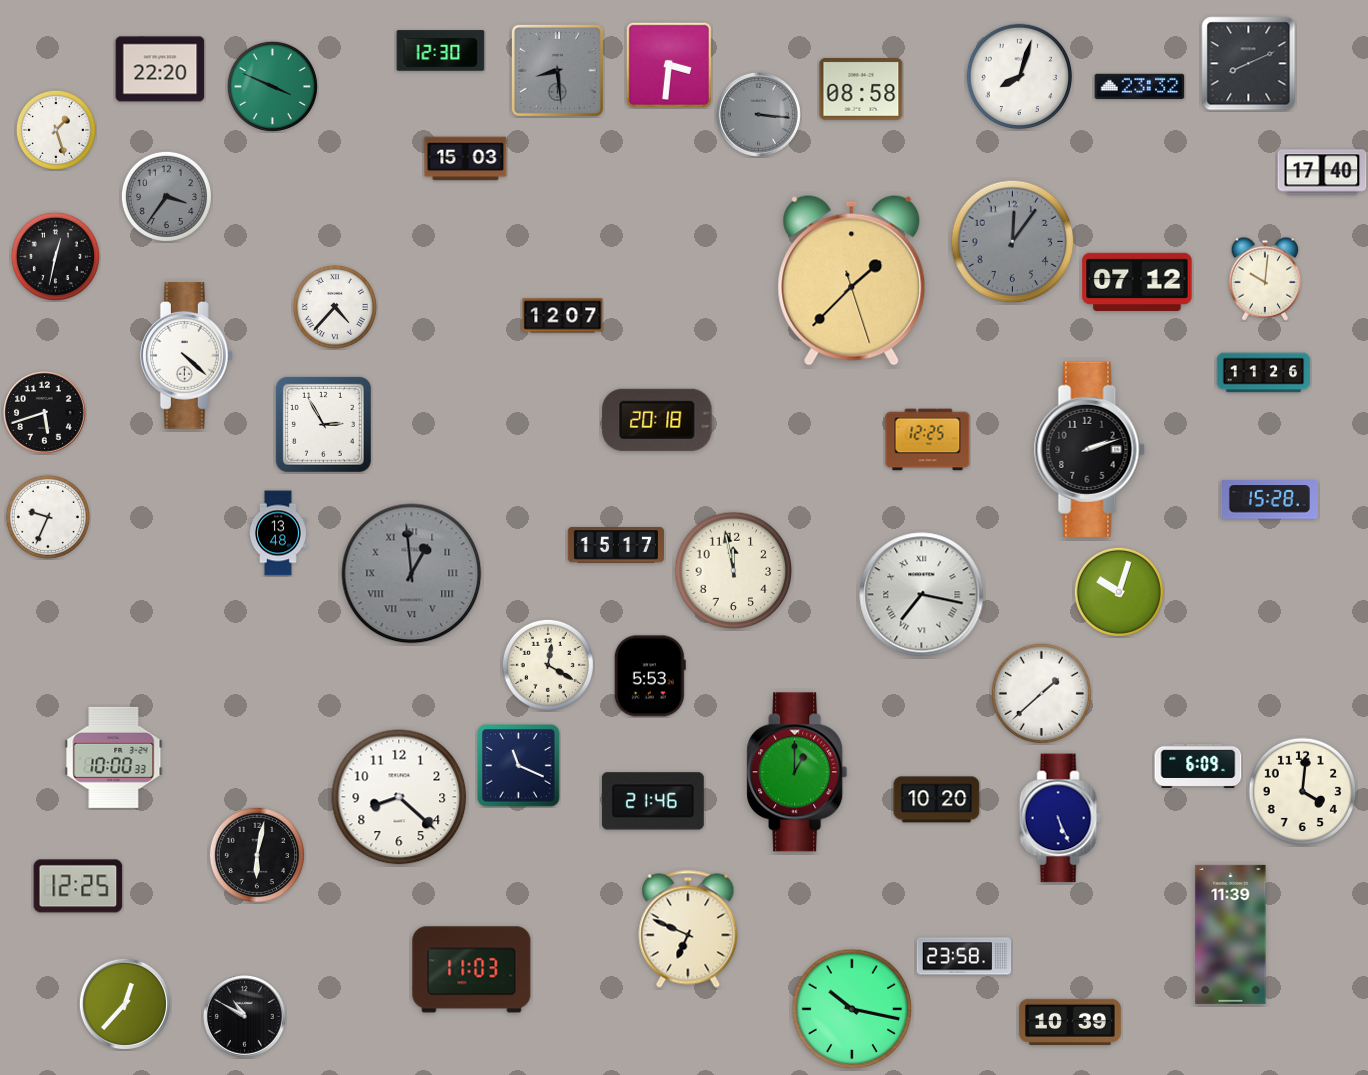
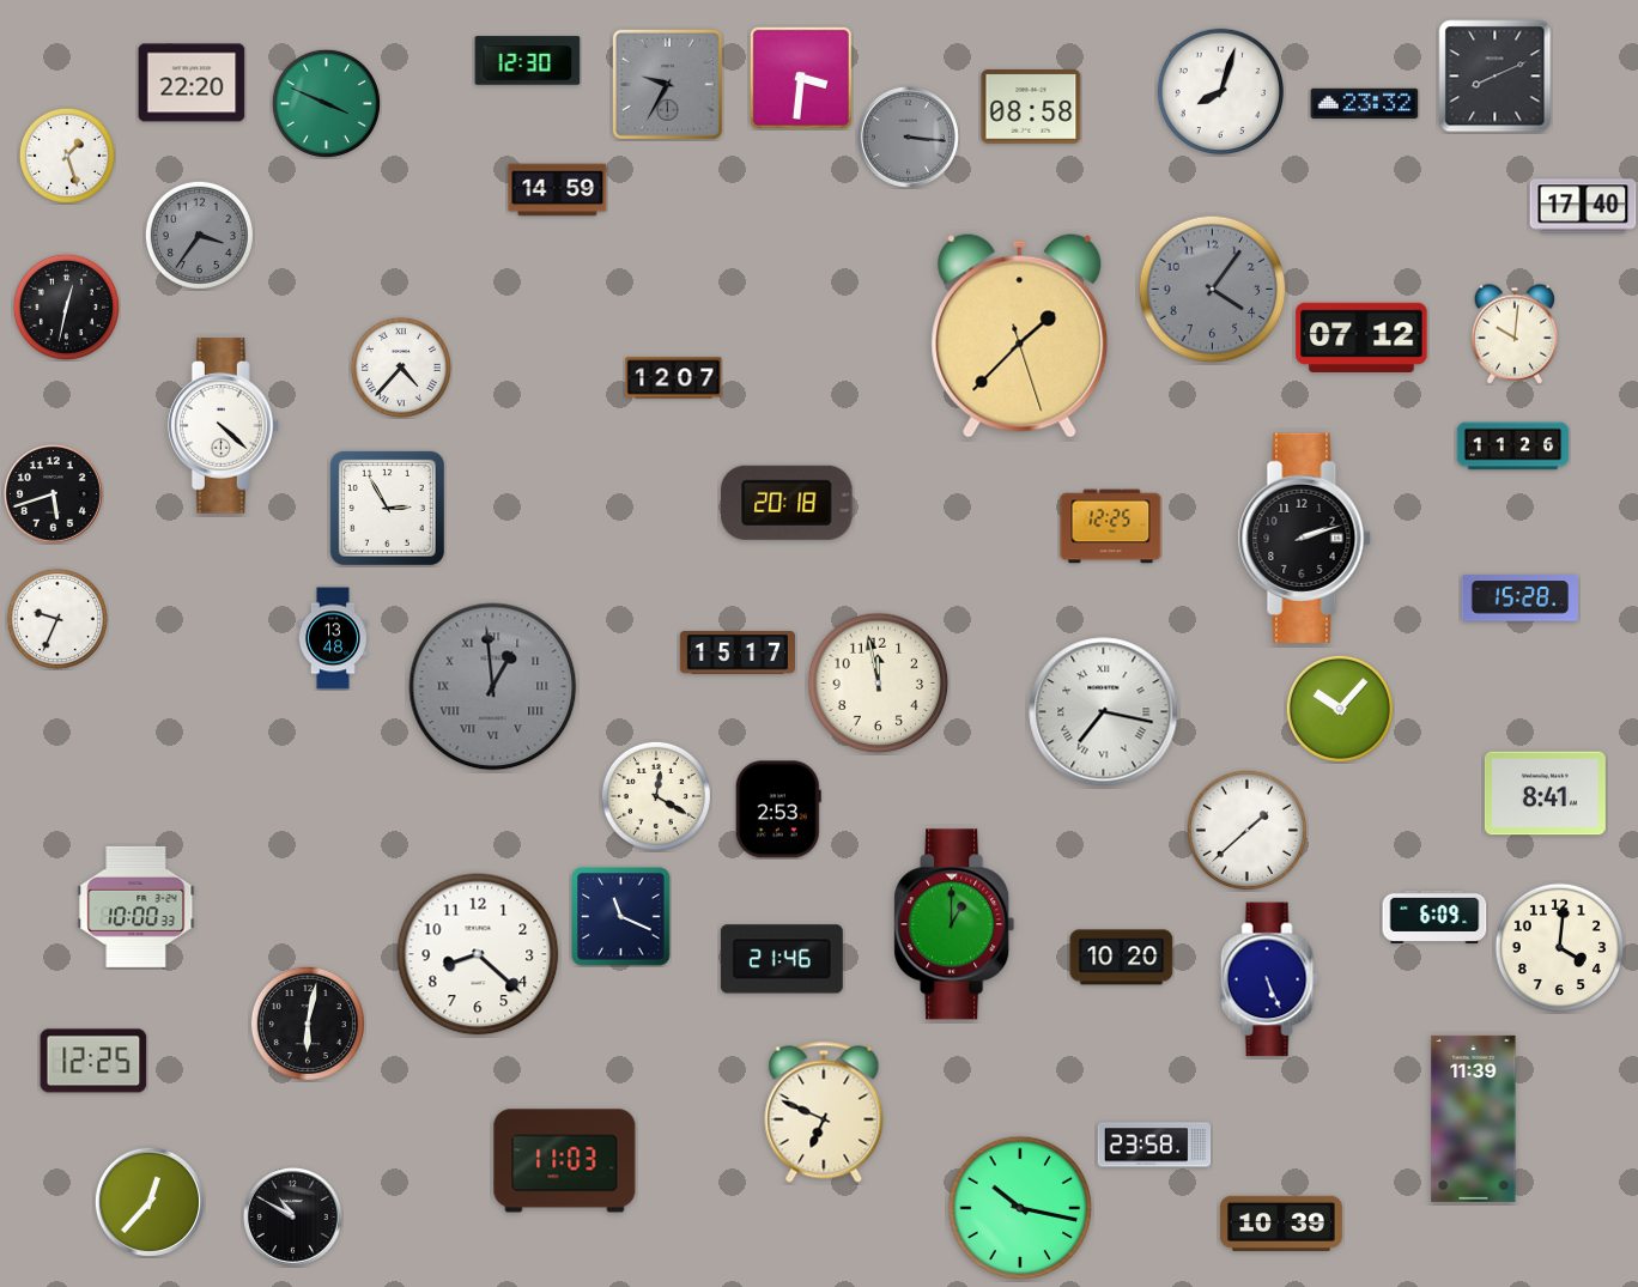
clock at (557, 70): 8:29 -> 9:35
clock at (466, 159): 15:03 -> 14:59
clock at (1013, 242): 12:06 -> 4:06
clock at (1119, 592): 10:03 -> 10:07
clock at (1545, 794): none -> 8:41
clock at (650, 676): 5:53 -> 2:53
